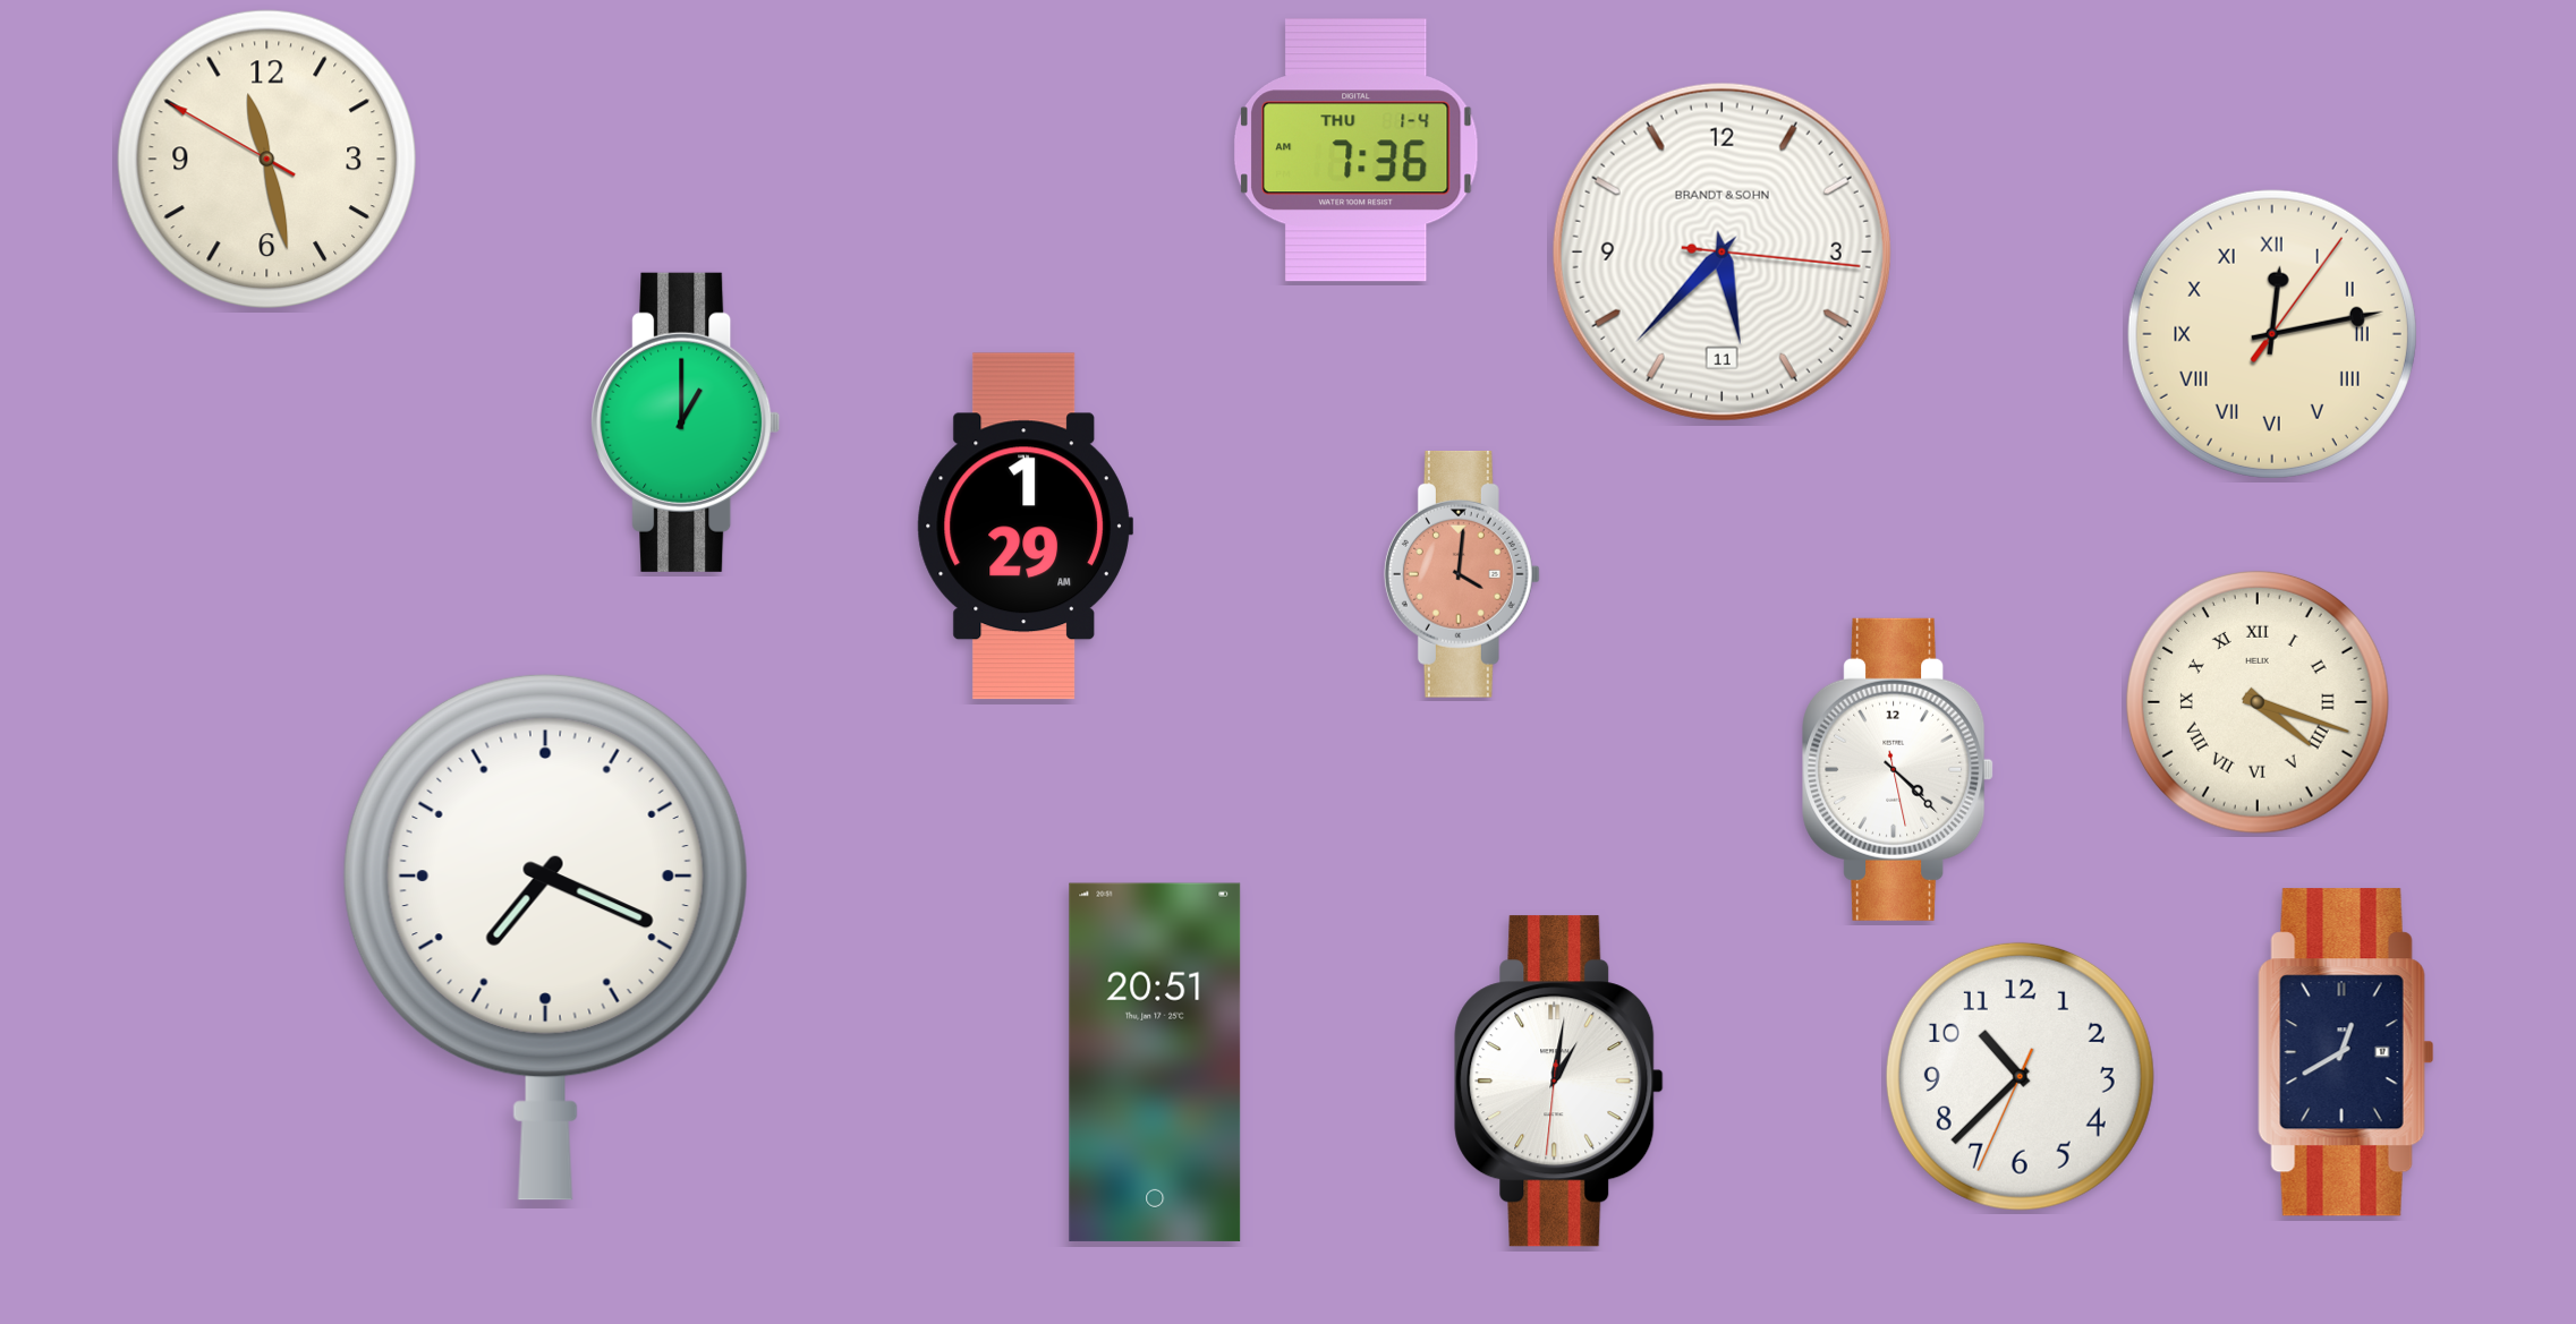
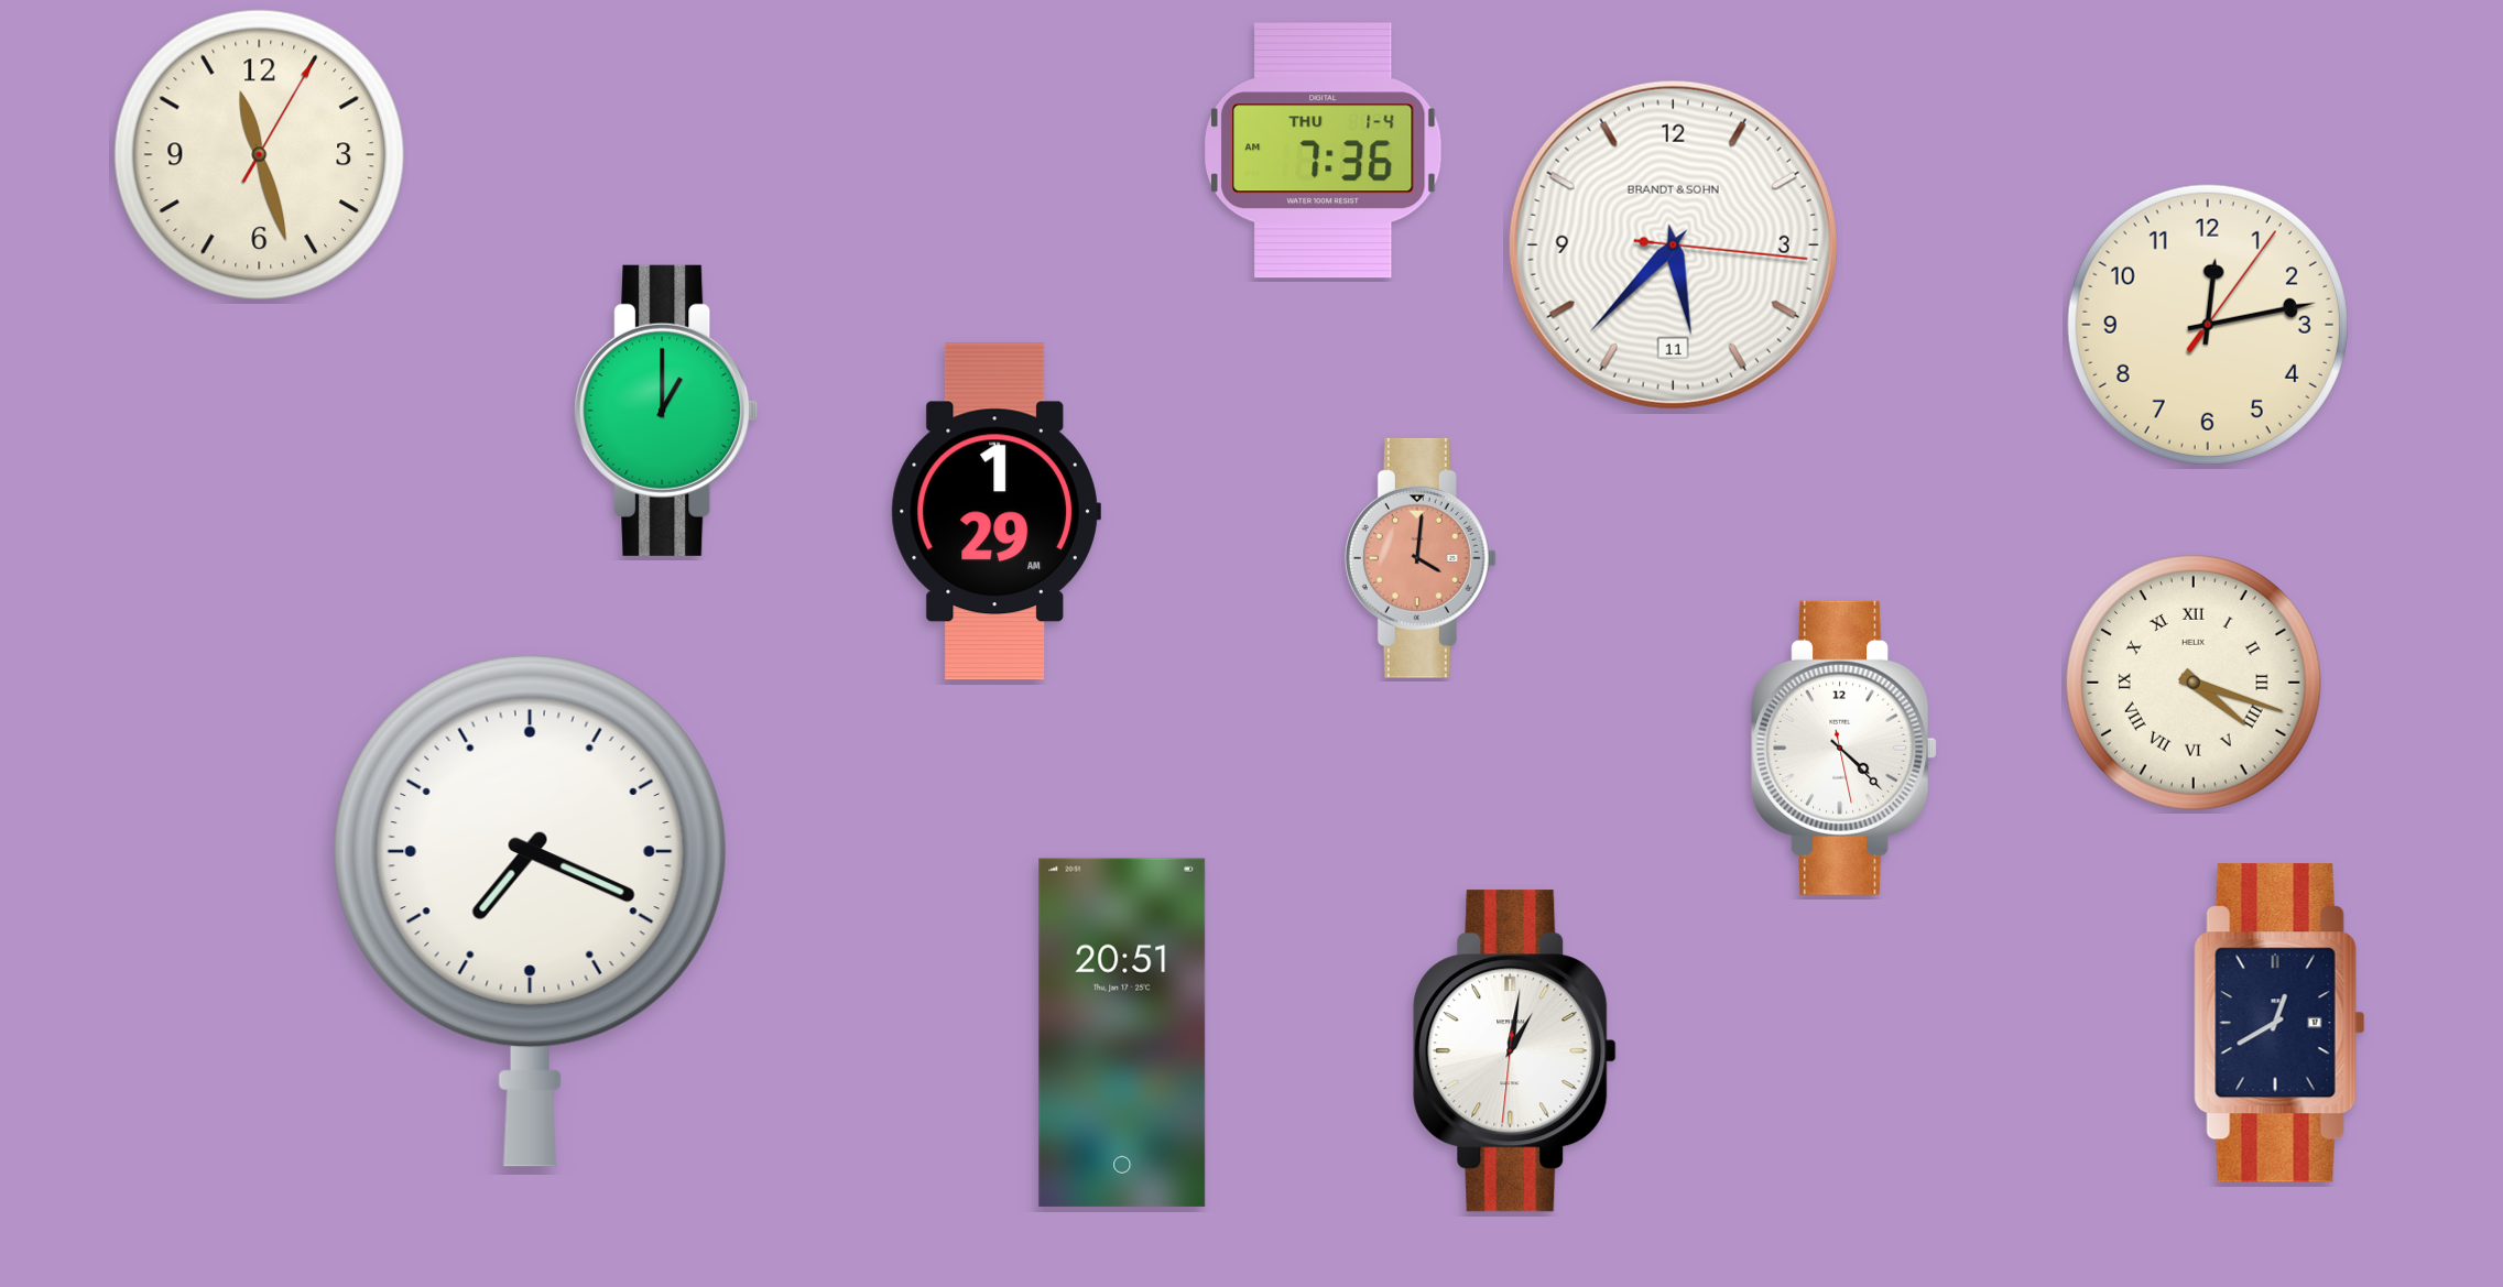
clock at (1355, 151) position: (1355, 151) -> (1323, 151)
clock at (266, 159): 11:27:50 -> 11:27:05
clock at (2272, 334) numerals: Roman -> Arabic
clock at (2020, 1076): 10:37 -> none
